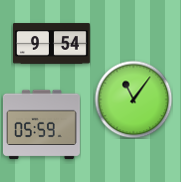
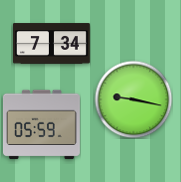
clock at (51, 44): 9:54 -> 7:34
clock at (133, 99): 11:06 -> 9:17
